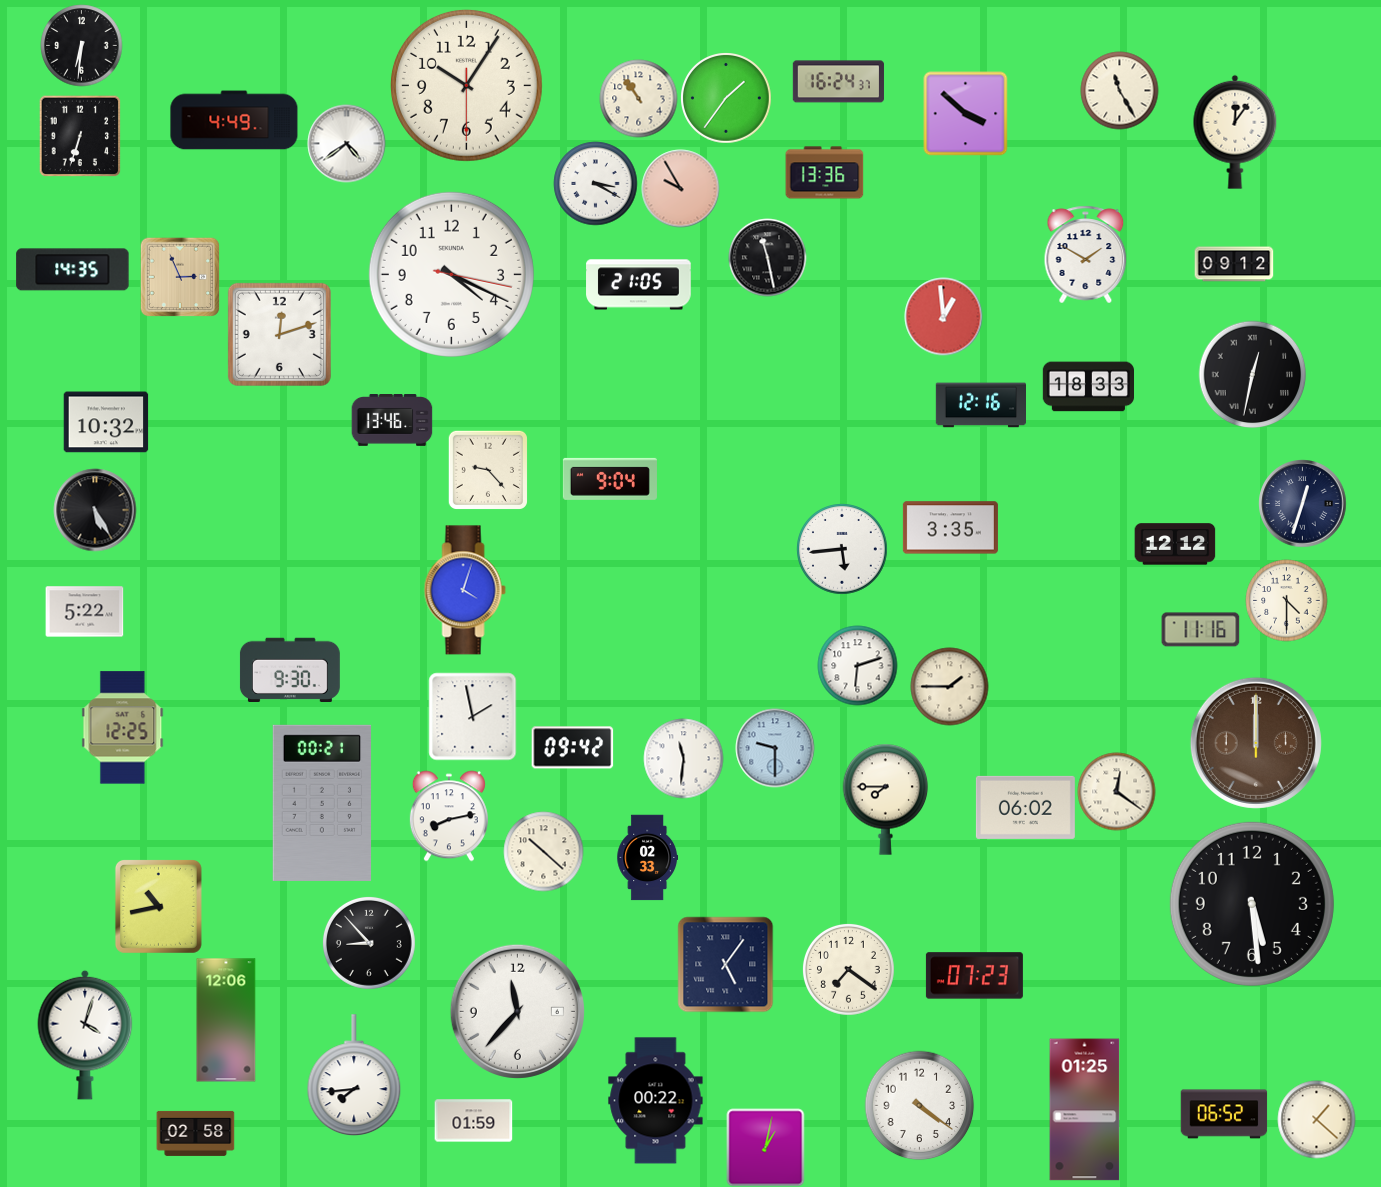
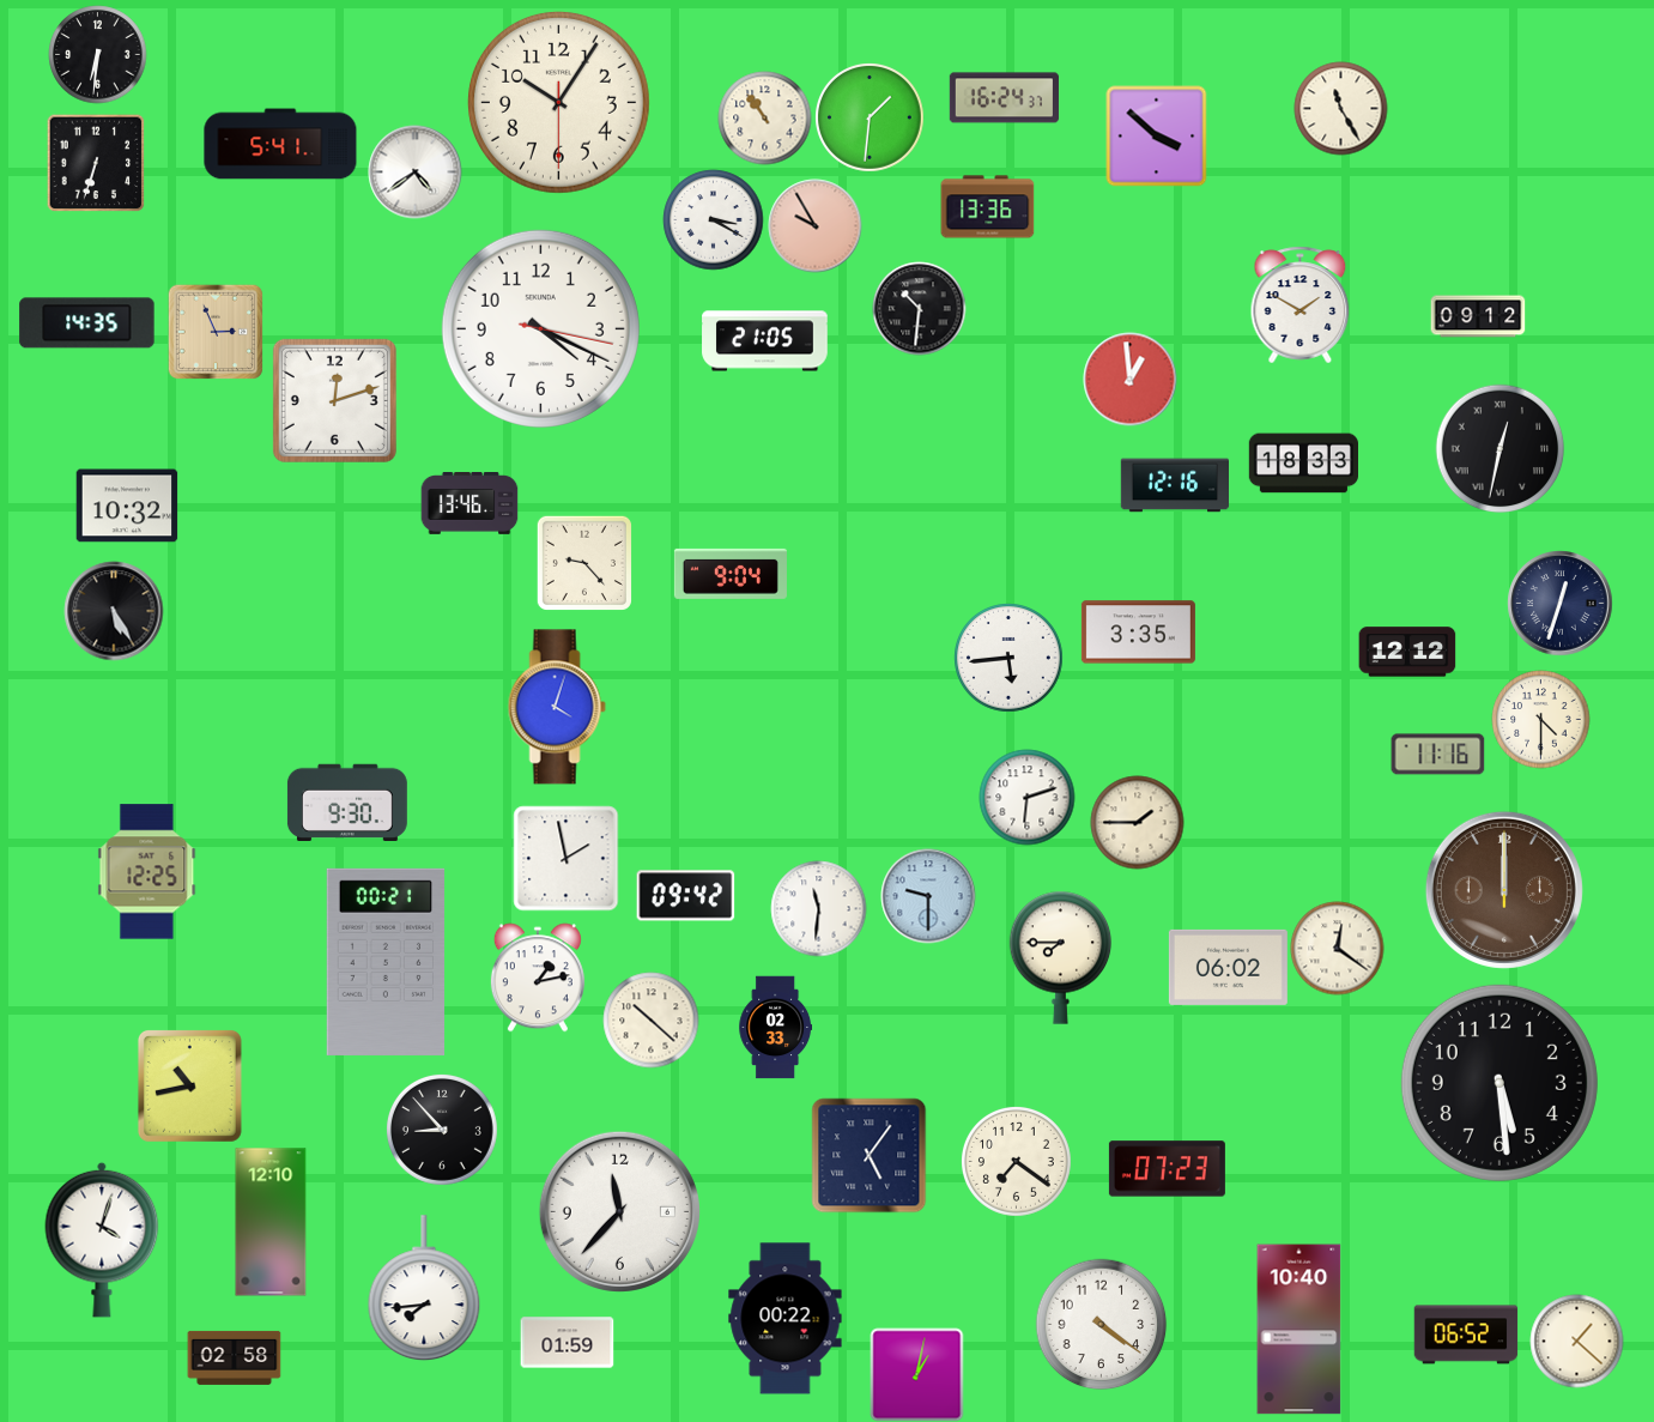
clock at (726, 98): 1:36 -> 1:31
clock at (234, 120): 4:49 -> 5:41
clock at (1235, 132): 12:06 -> none
clock at (767, 257): 11:28 -> 10:31
clock at (84, 612): 5:22 -> none
clock at (449, 816): 8:13 -> 1:13
clock at (226, 1020): 12:06 -> 12:10
clock at (1085, 1110): 01:25 -> 10:40
